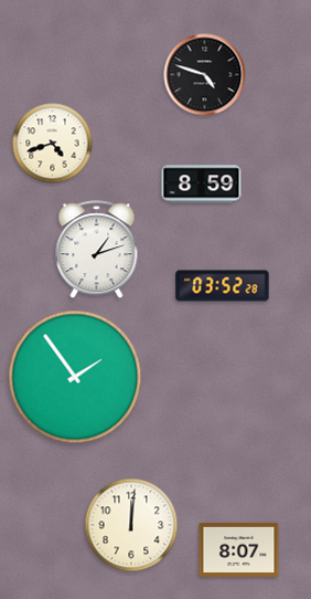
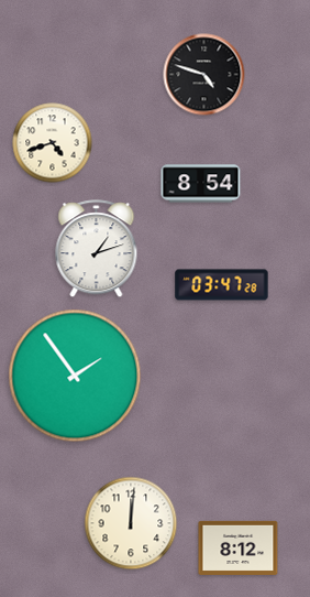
clock at (202, 185): 8:59 -> 8:54
clock at (223, 286): 03:52 -> 03:47
clock at (239, 549): 8:07 -> 8:12
